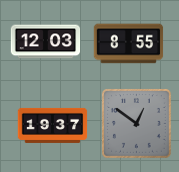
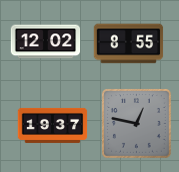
clock at (46, 42): 12:03 -> 12:02
clock at (137, 124): 12:51 -> 12:47
